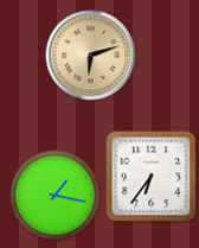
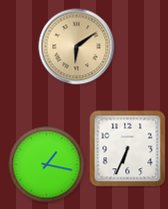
clock at (91, 56): 6:12 -> 6:09
clock at (152, 177): 6:36 -> 6:34
